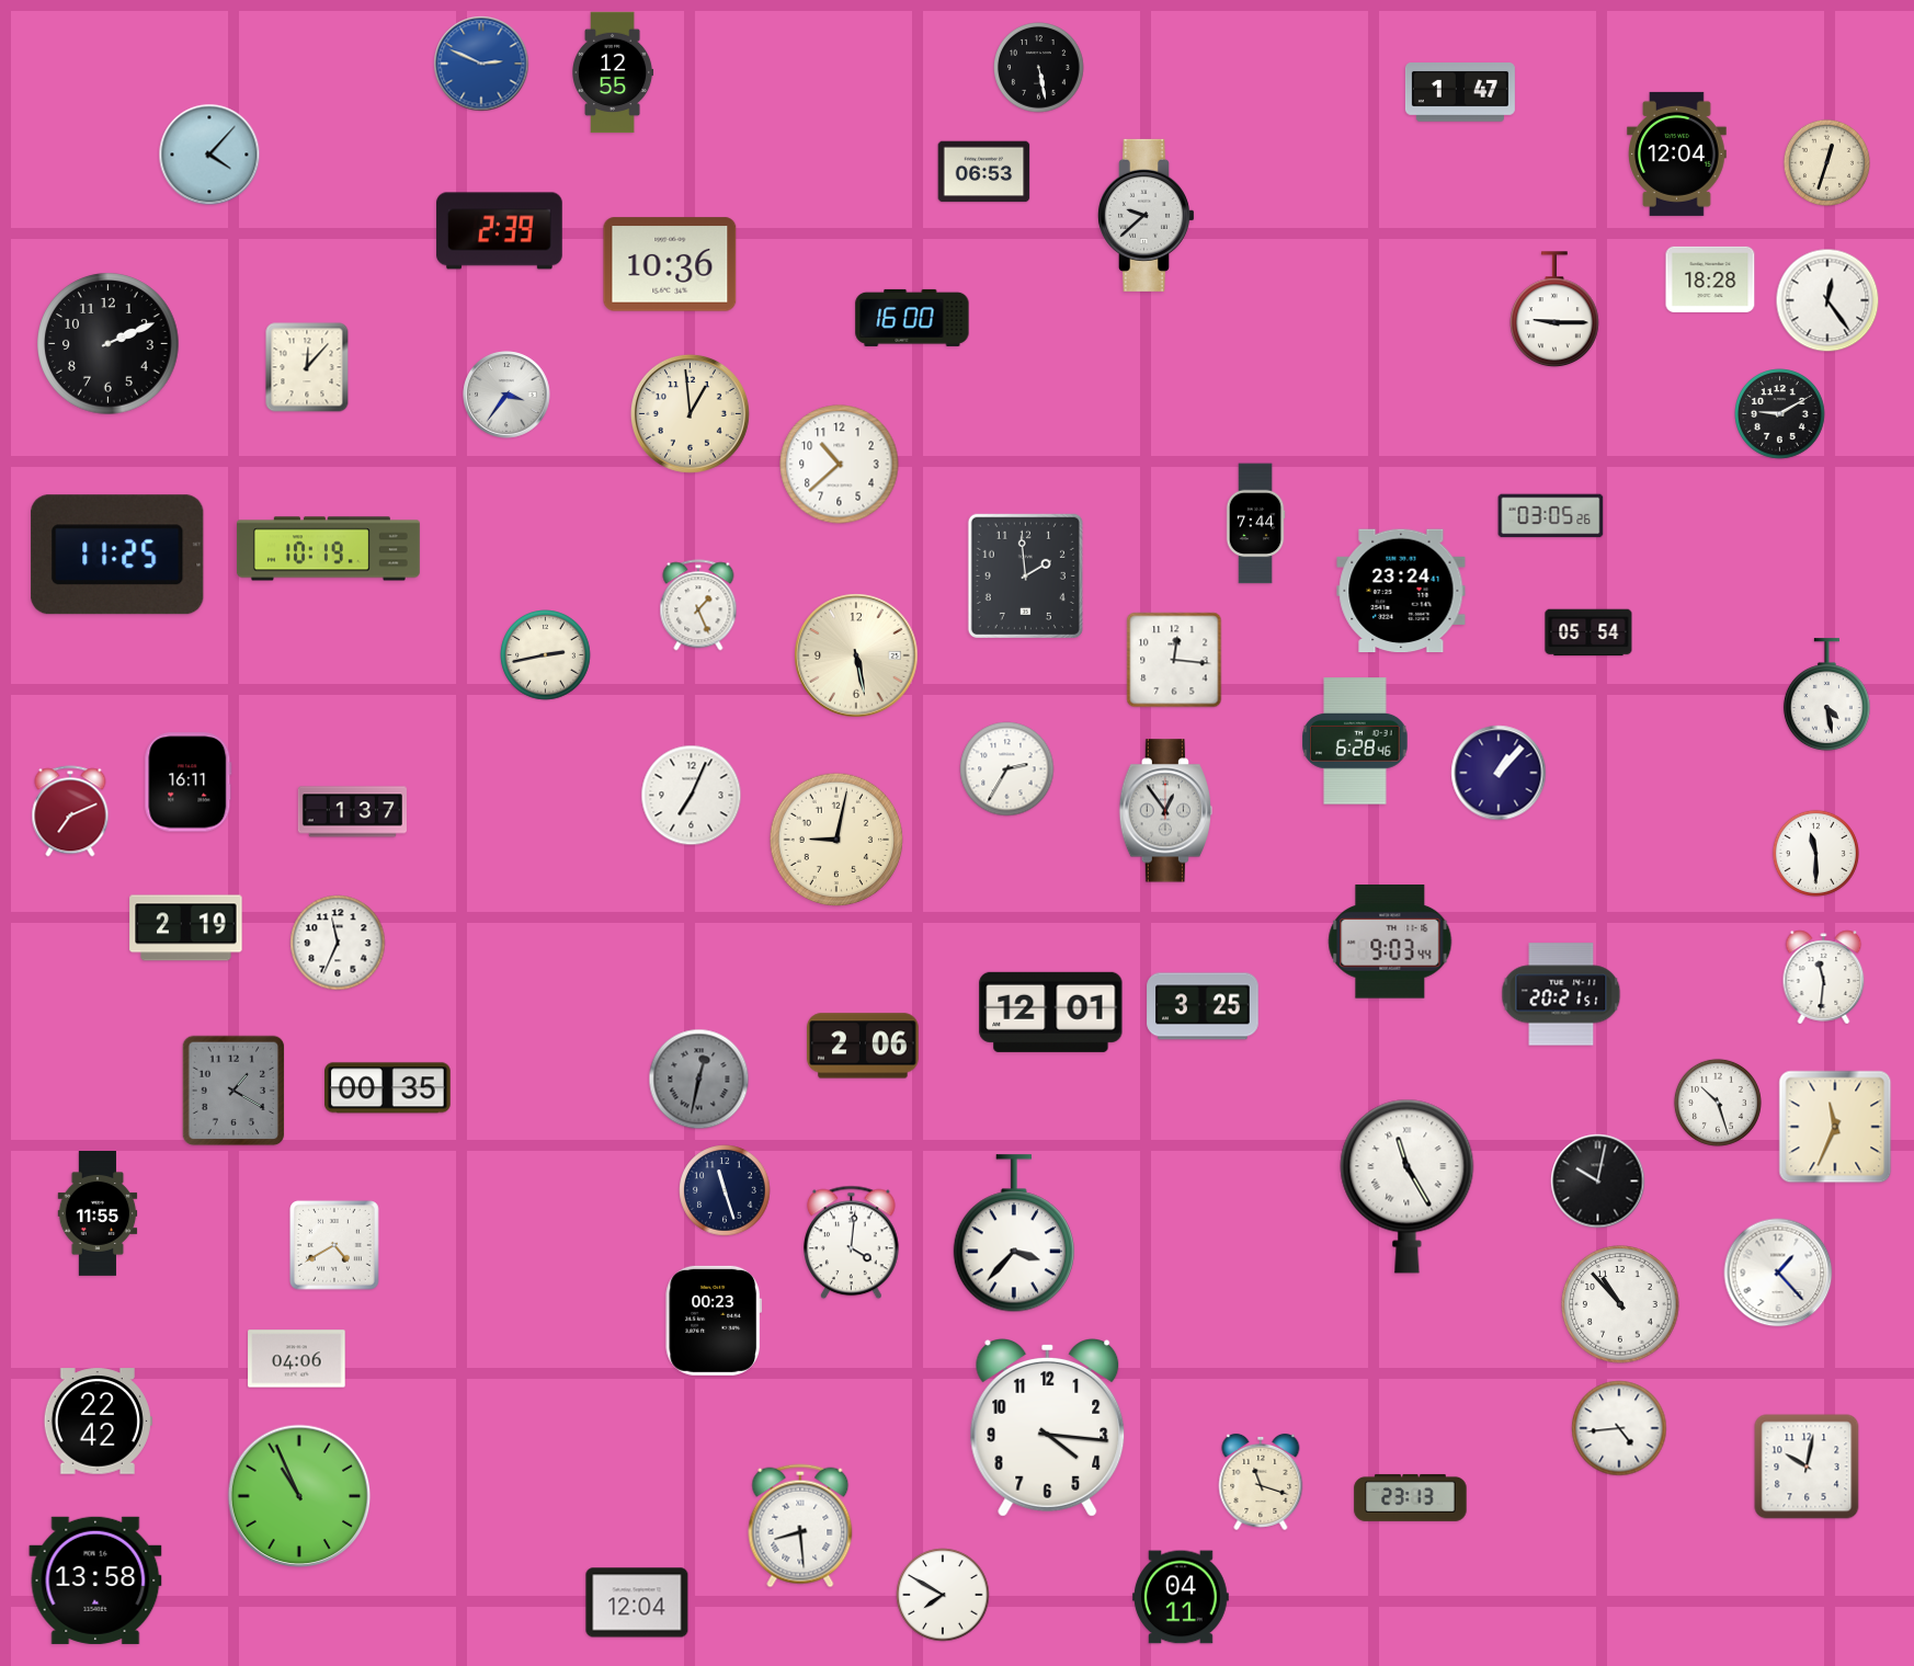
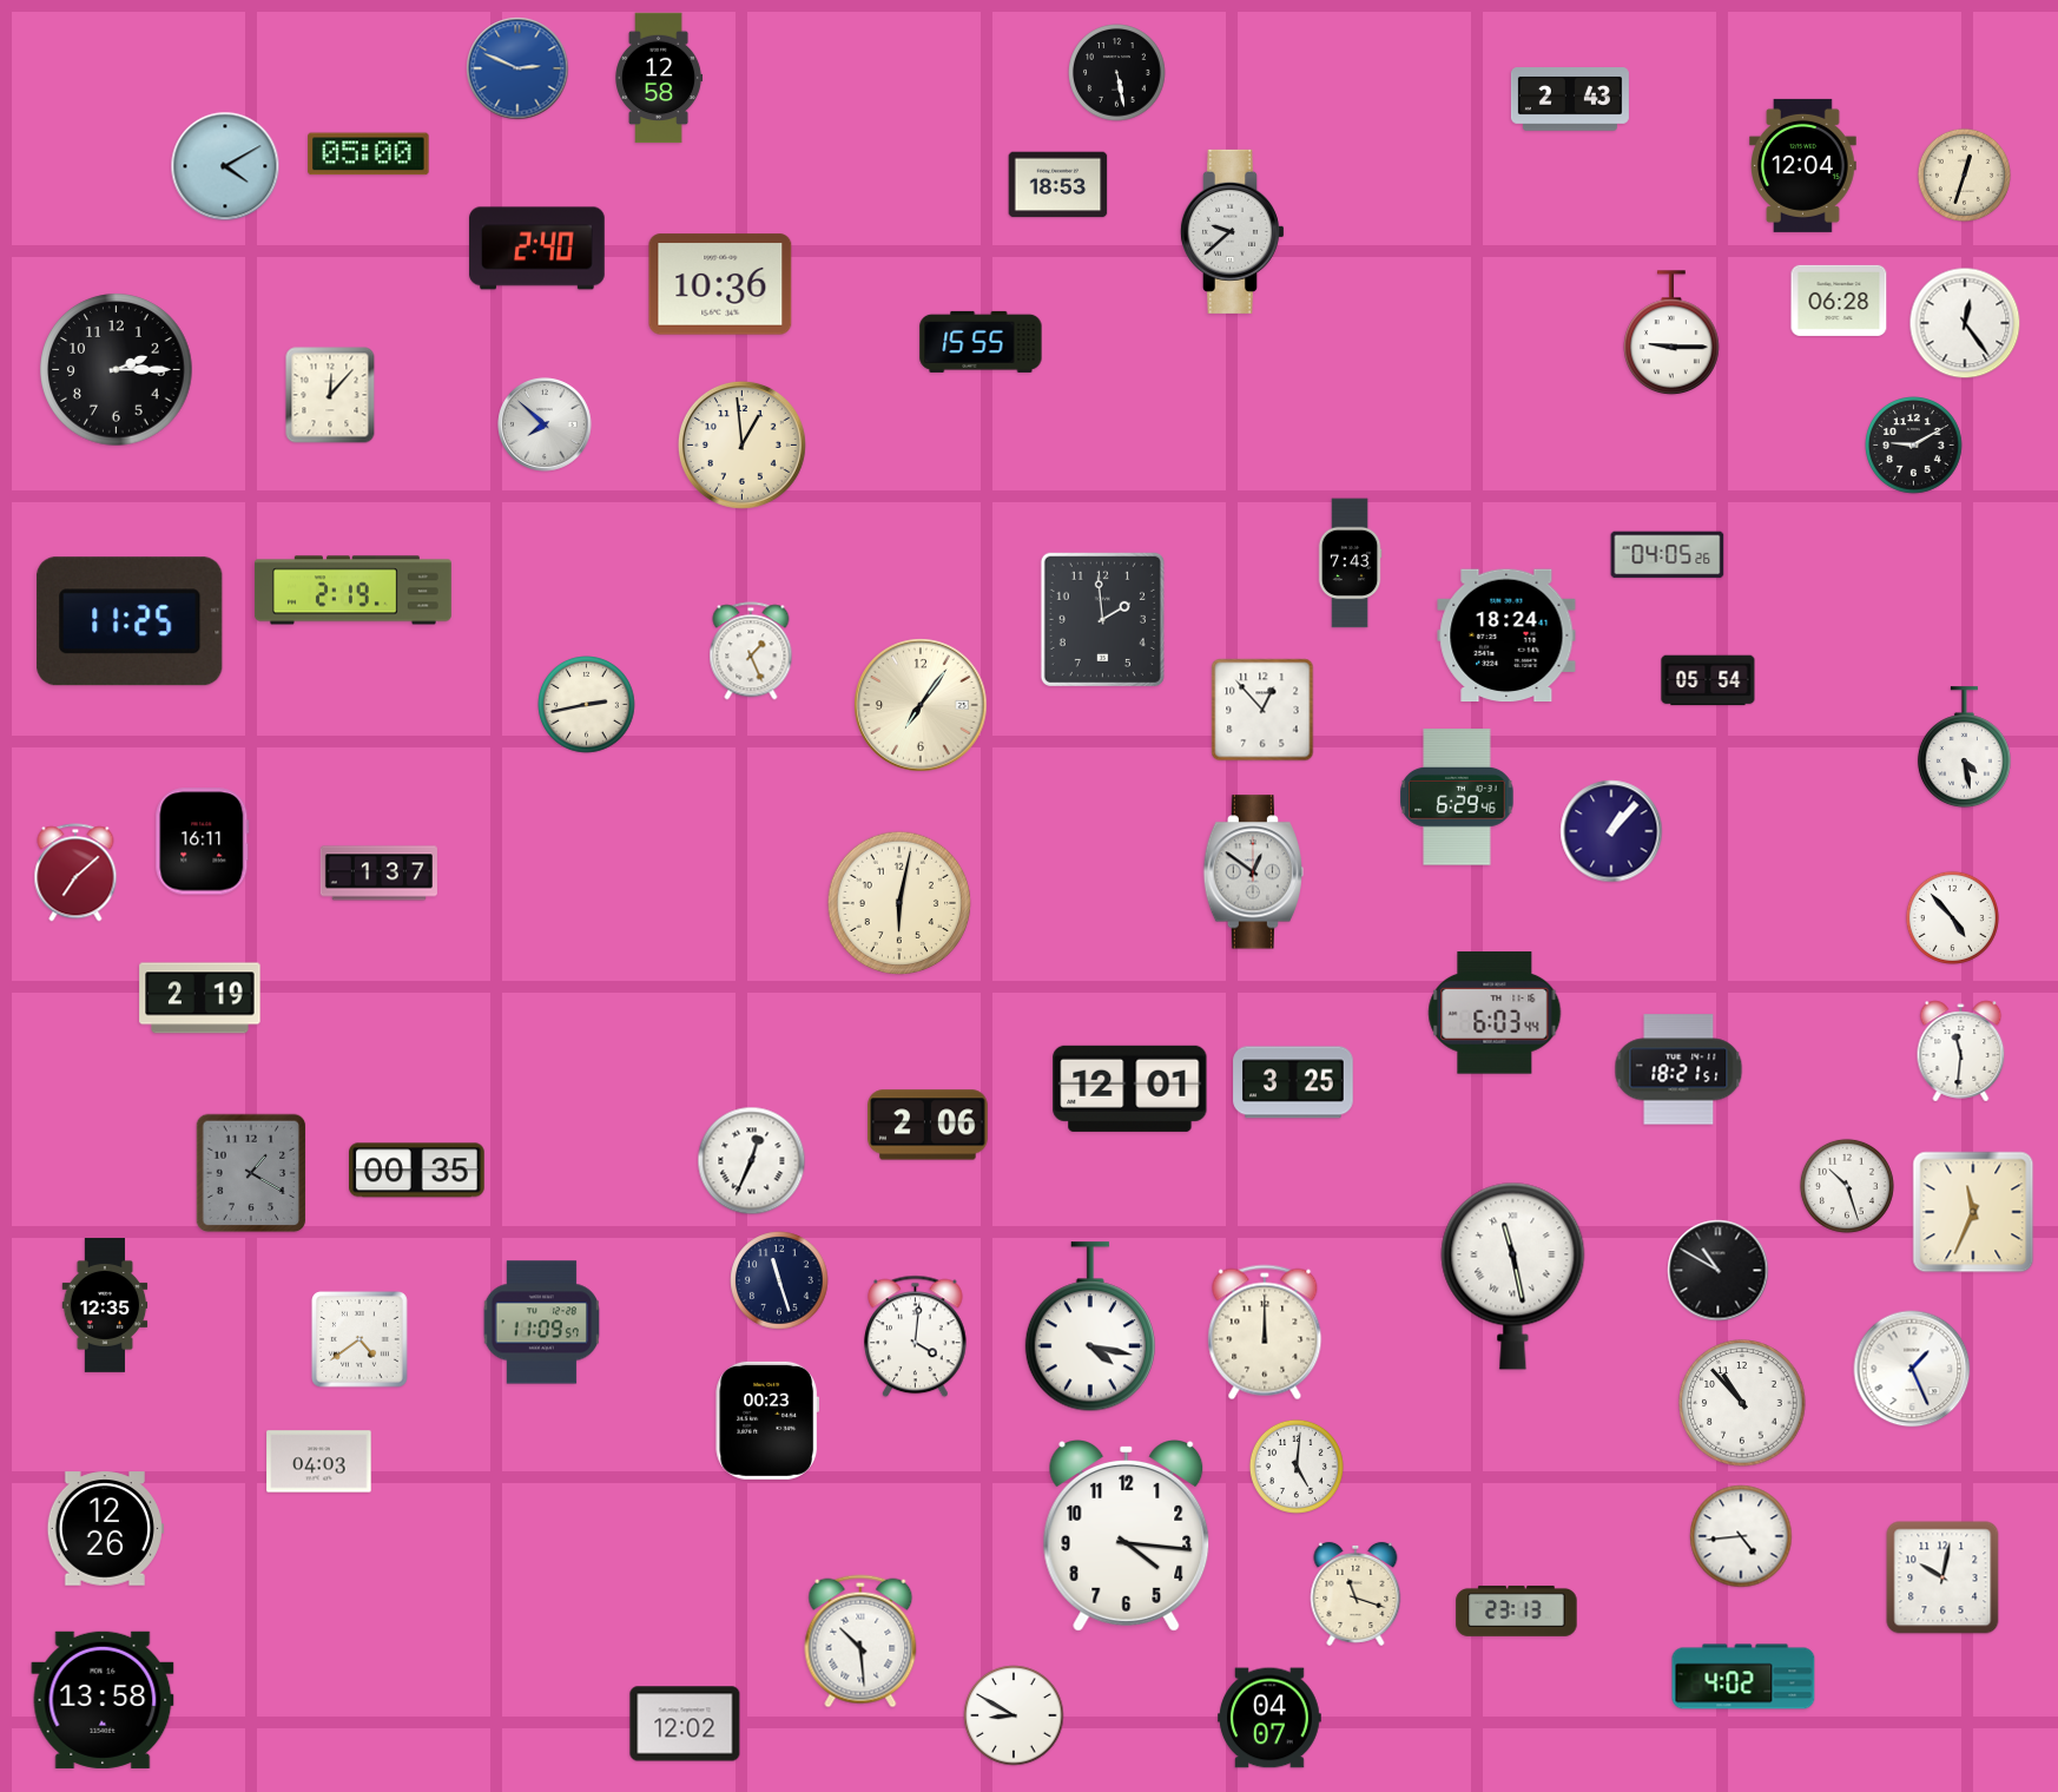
clock at (614, 72): 12:55 -> 12:58
clock at (1460, 92): 1:47 -> 2:43
clock at (369, 154): none -> 05:00
clock at (209, 155): 4:07 -> 4:10
clock at (984, 172): 06:53 -> 18:53
clock at (500, 231): 2:39 -> 2:40
clock at (1710, 279): 18:28 -> 06:28
clock at (912, 318): 16:00 -> 15:55
clock at (109, 344): 2:11 -> 2:15
clock at (506, 395): 3:36 -> 7:52
clock at (840, 465): 10:38 -> none
clock at (1551, 516): 03:05 -> 04:05
clock at (1255, 524): 7:44 -> 7:43
clock at (328, 549): 10:19 -> 2:19
clock at (117, 555) position: (117, 555) -> (130, 621)
clock at (1401, 591): 23:24 -> 18:24
clock at (856, 655): 5:28 -> 7:06
clock at (1174, 660): 12:16 -> 12:53
clock at (1355, 741): 6:28 -> 6:29
clock at (1007, 769): 2:35 -> none
clock at (692, 796): 7:04 -> none
clock at (70, 811): 7:11 -> 7:08
clock at (1165, 811): 12:54 -> 12:51
clock at (836, 840): 9:02 -> 6:02
clock at (1815, 853): 11:30 -> 4:53
clock at (1390, 942): 9:03 -> 6:03
clock at (338, 943): 11:34 -> none
clock at (1561, 994): 20:21 -> 18:21
clock at (699, 1080): 12:32 -> 12:34
clock at (699, 1080) dial: grey -> white
clock at (1598, 1182): 10:02 -> 10:50
clock at (1408, 1186): 11:25 -> 11:28
clock at (98, 1214): 11:55 -> 12:35
clock at (541, 1323): none -> 11:09
clock at (1014, 1234): 3:37 -> 4:17
clock at (1265, 1332): none -> 12:00
clock at (335, 1246): 4:40 -> 4:39
clock at (1778, 1273): 1:23 -> 1:26
clock at (297, 1359): 04:06 -> 04:03
clock at (1297, 1467): none -> 5:01
clock at (98, 1422): 22:42 -> 12:26
clock at (299, 1496): 10:56 -> none
clock at (800, 1526): 8:29 -> 10:29
clock at (1743, 1676): none -> 4:02
clock at (943, 1595): 7:50 -> 8:50
clock at (1181, 1597): 04:11 -> 04:07
clock at (637, 1602): 12:04 -> 12:02
